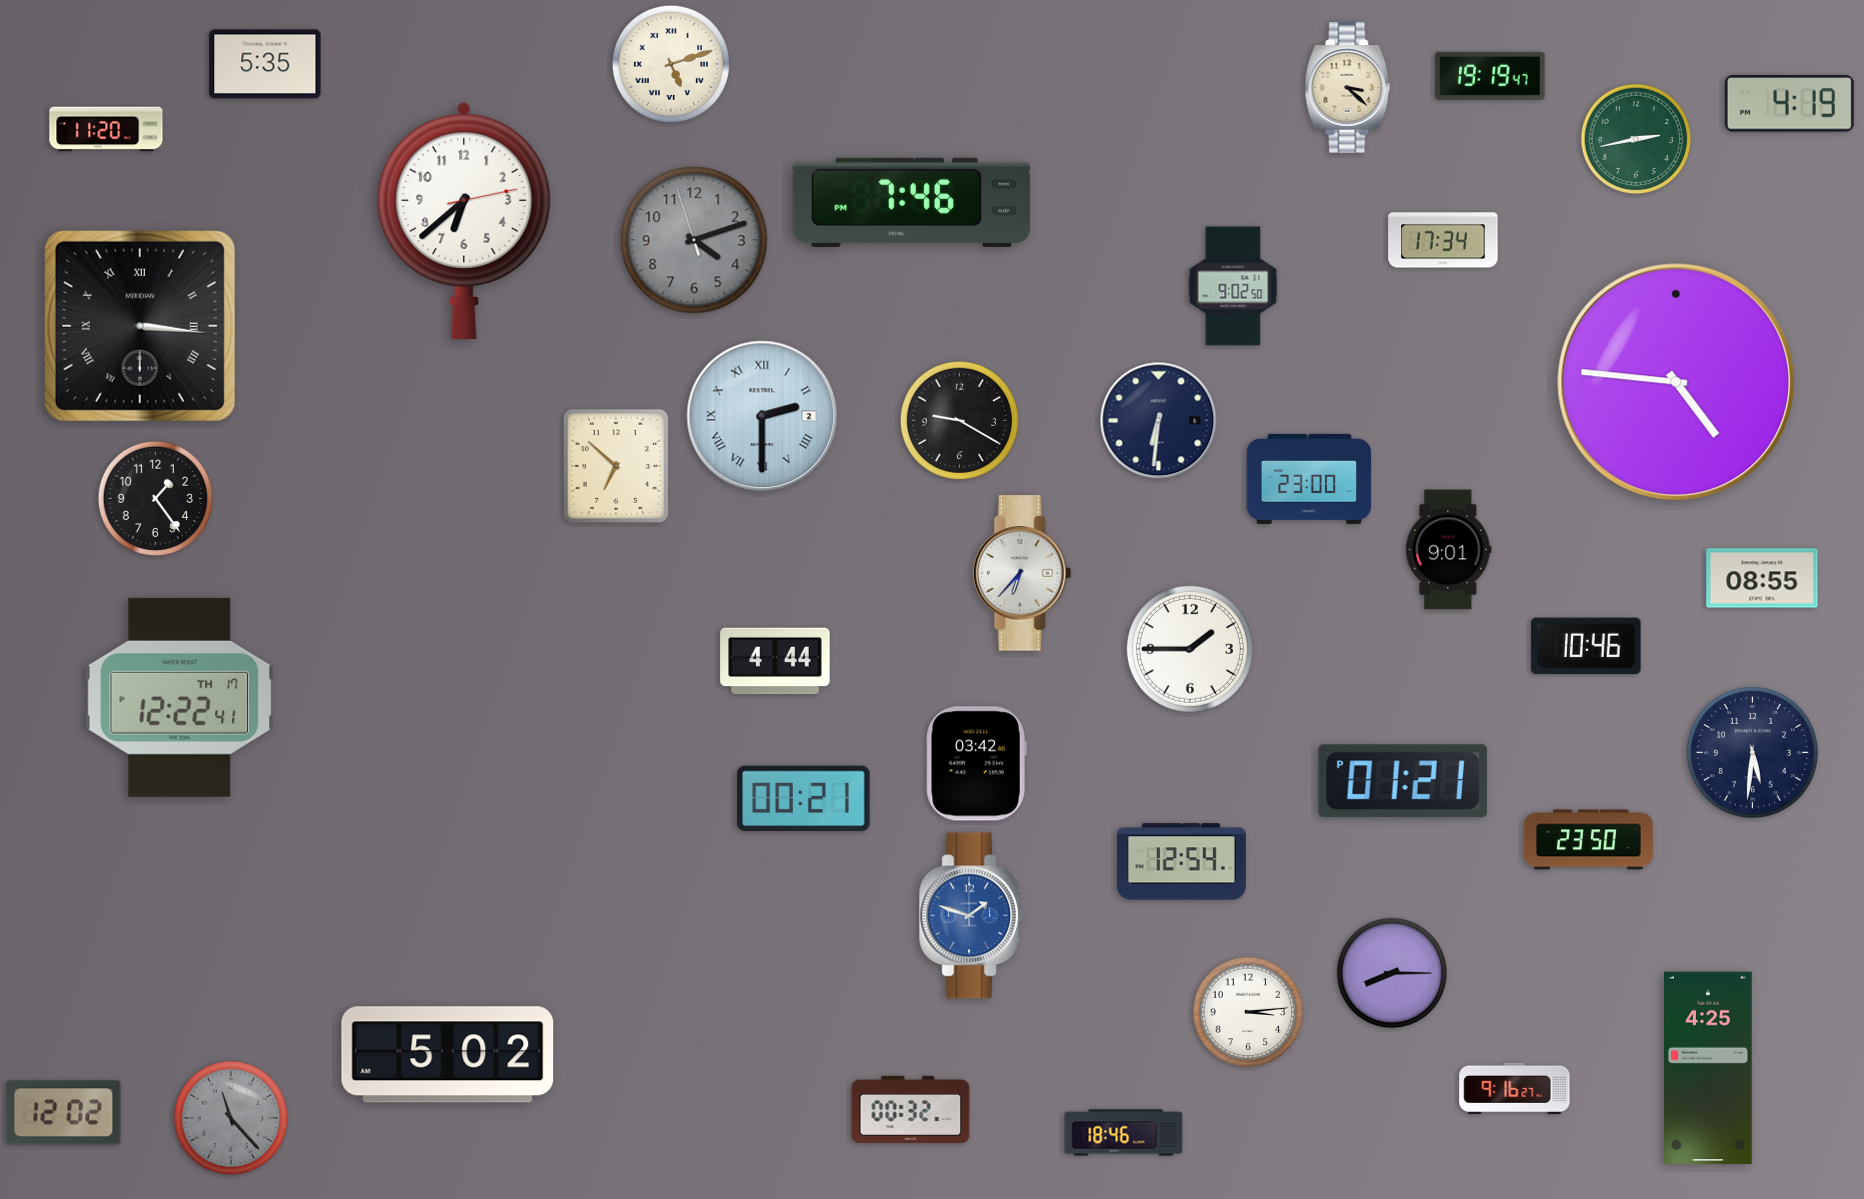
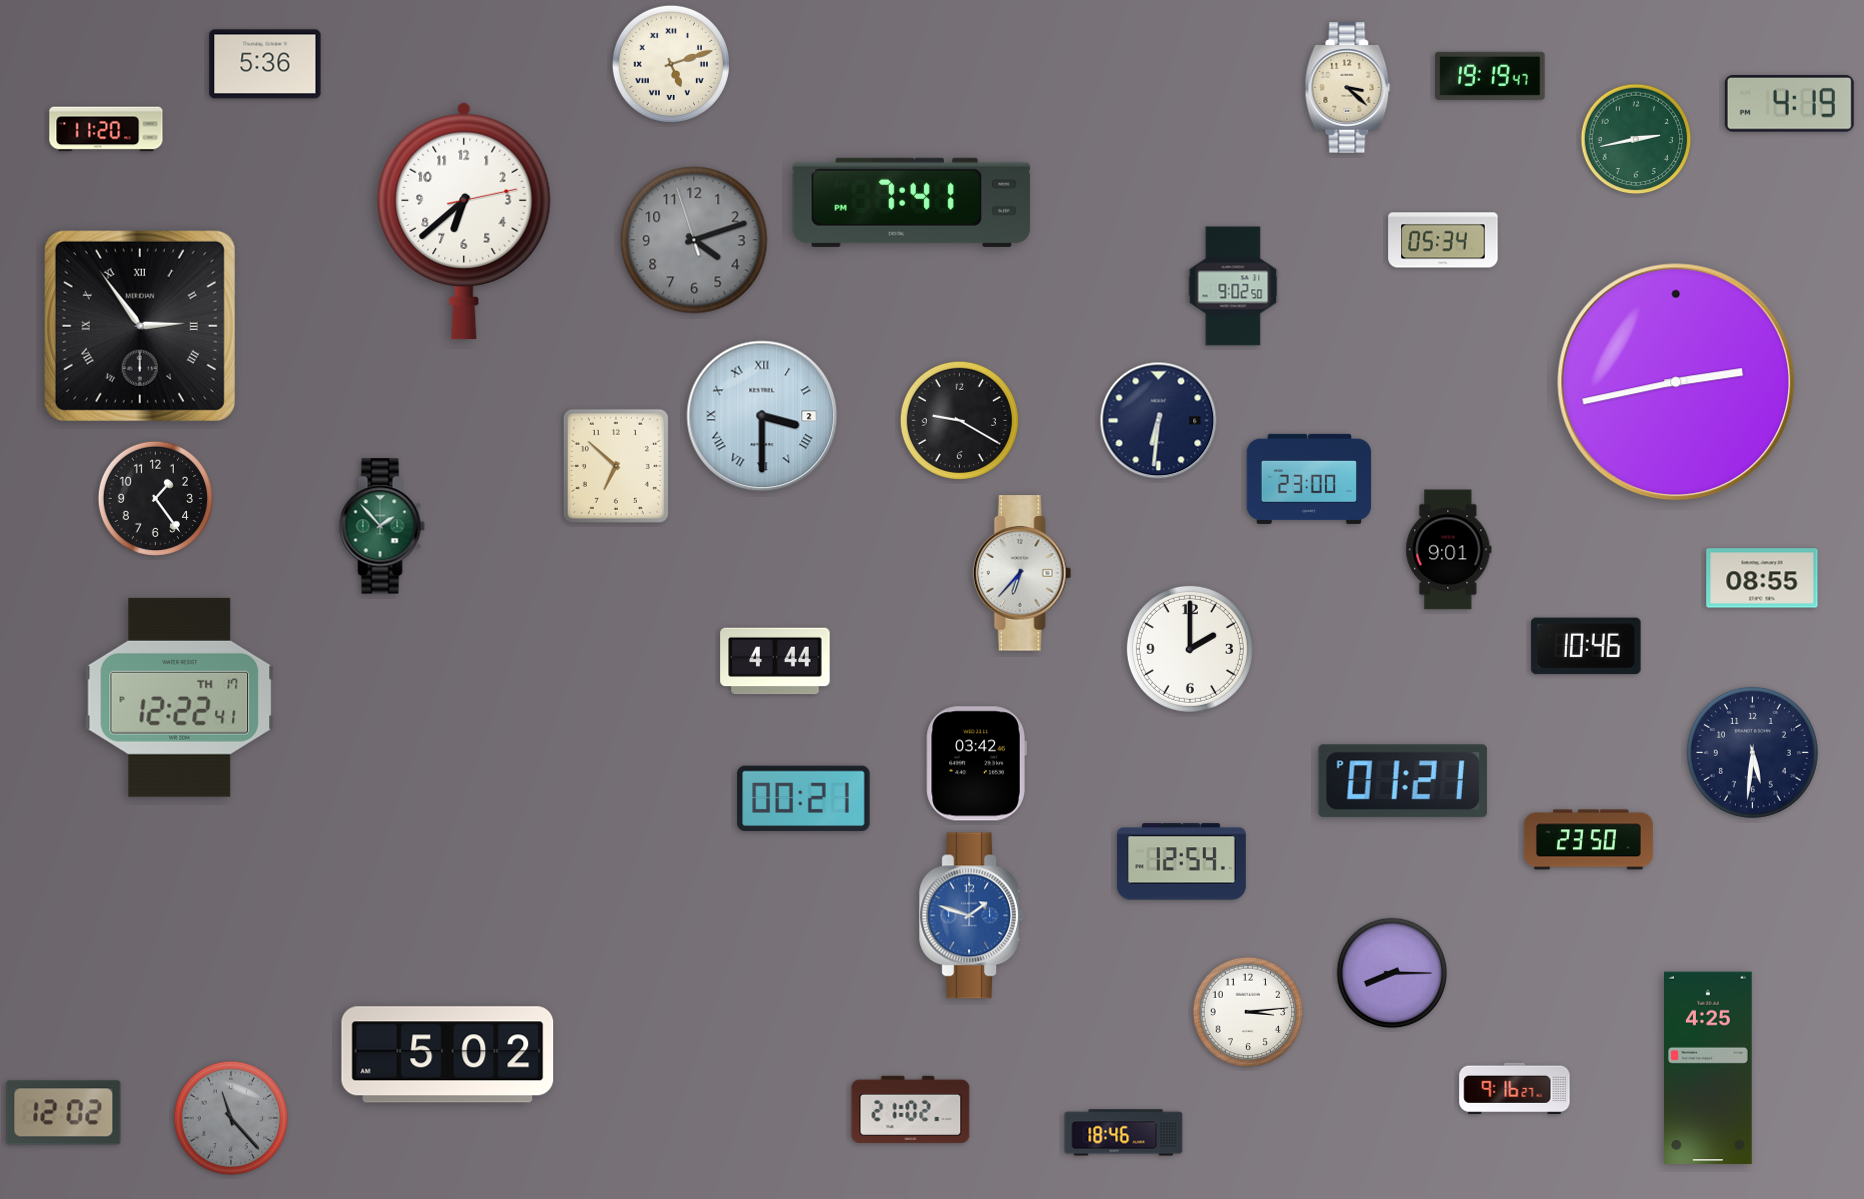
clock at (265, 64): 5:35 -> 5:36
clock at (912, 202): 7:46 -> 7:41
clock at (1443, 240): 17:34 -> 05:34
clock at (140, 326): 3:16 -> 2:54
clock at (1676, 382): 4:46 -> 2:43
clock at (762, 416): 2:30 -> 3:30
clock at (382, 526): none -> 1:53
clock at (1190, 649): 1:45 -> 2:00
clock at (911, 1109): 00:32 -> 21:02
